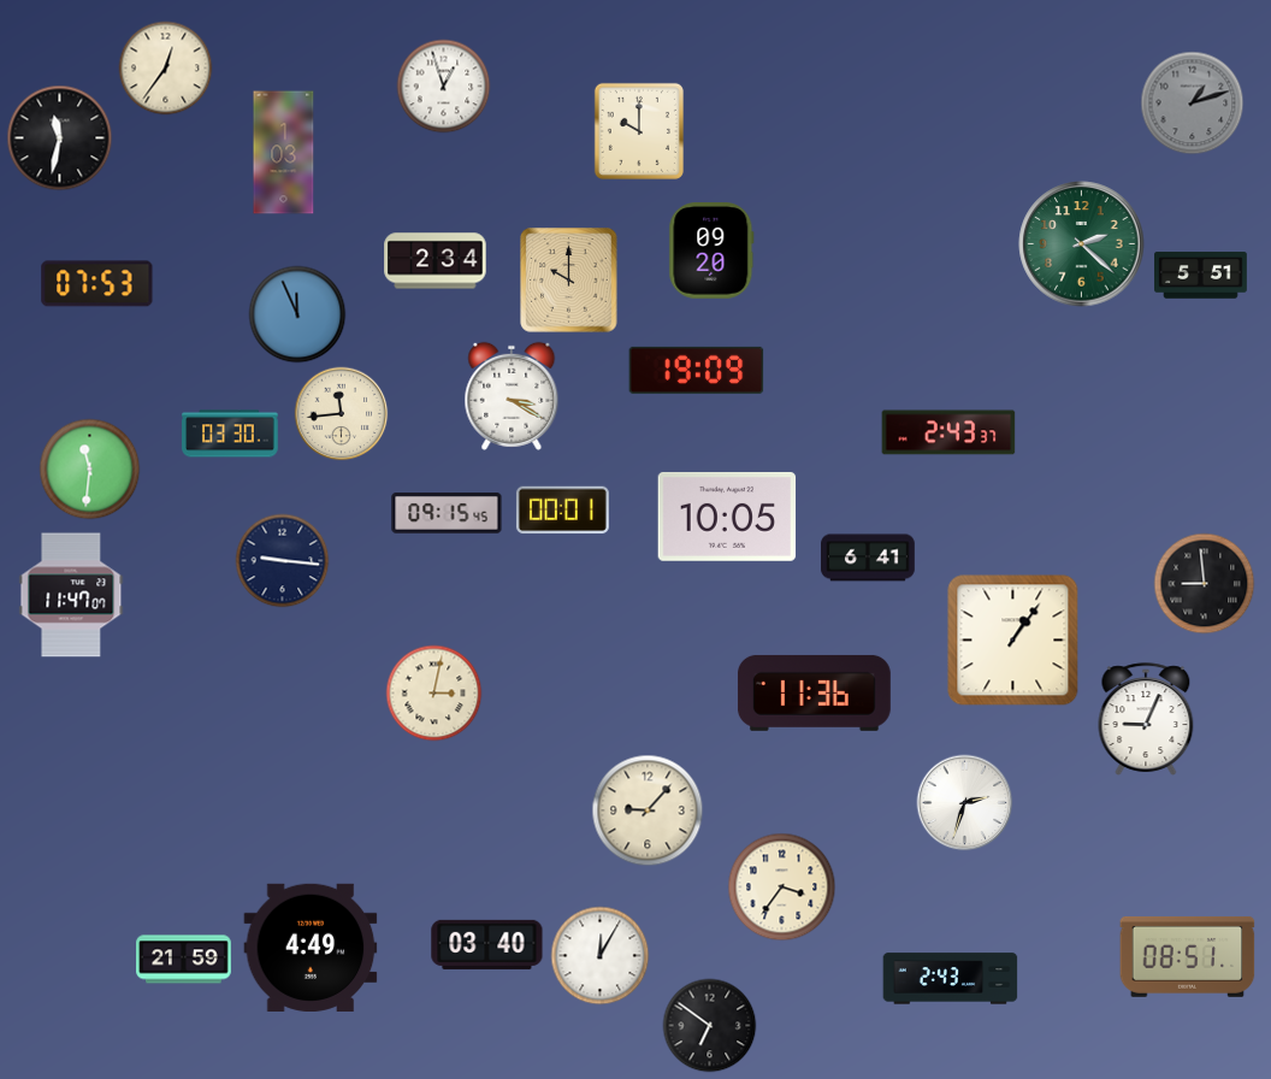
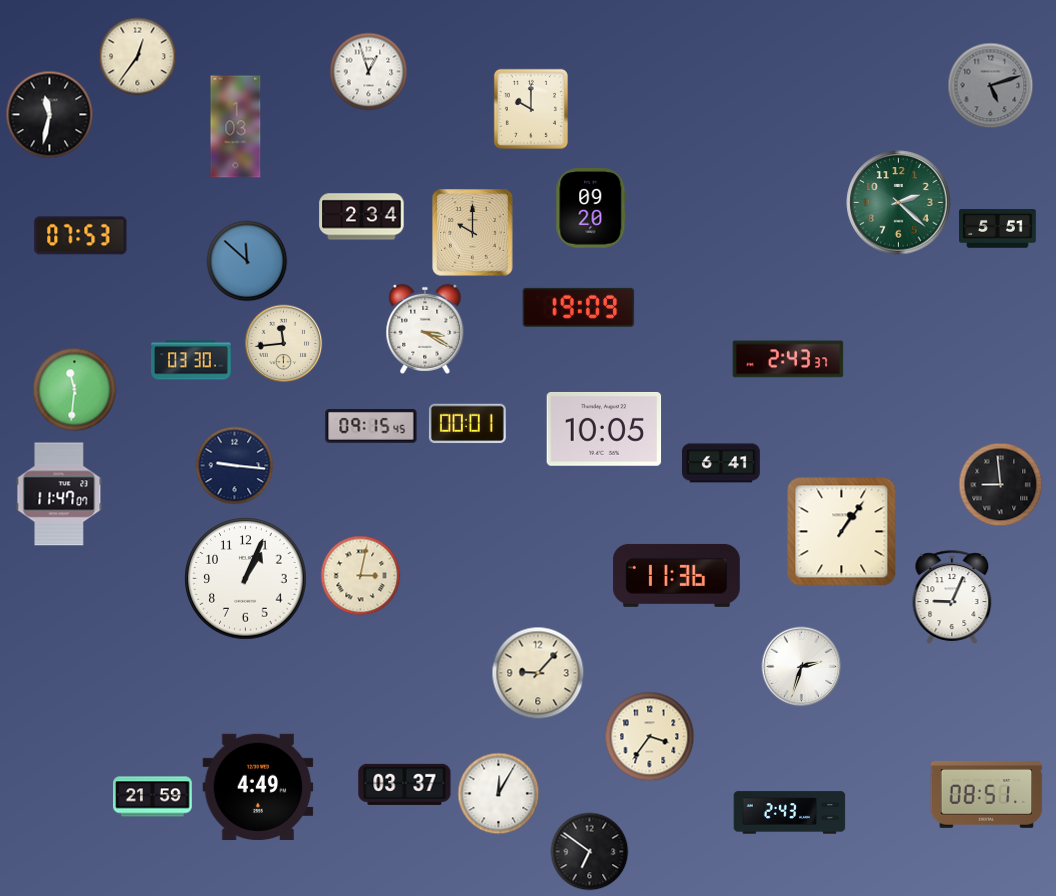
clock at (1192, 102): 1:12 -> 5:12
clock at (297, 314): 11:56 -> 11:52
clock at (246, 579): none -> 1:04
clock at (487, 944): 03:40 -> 03:37
